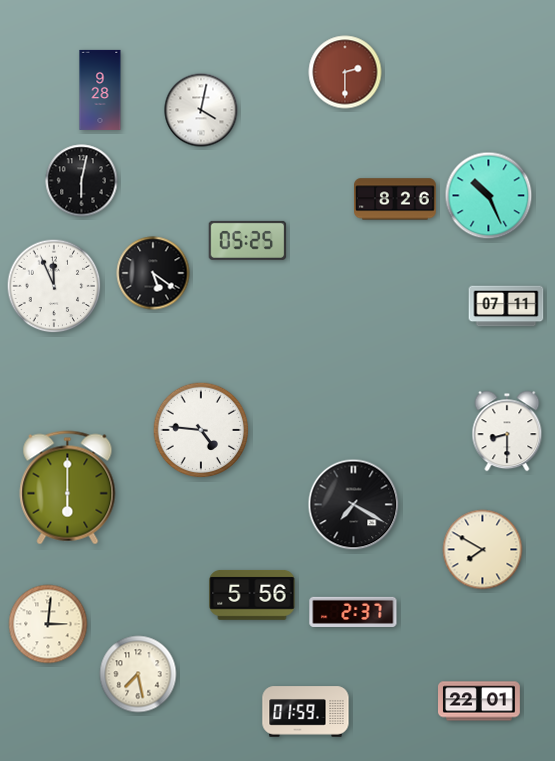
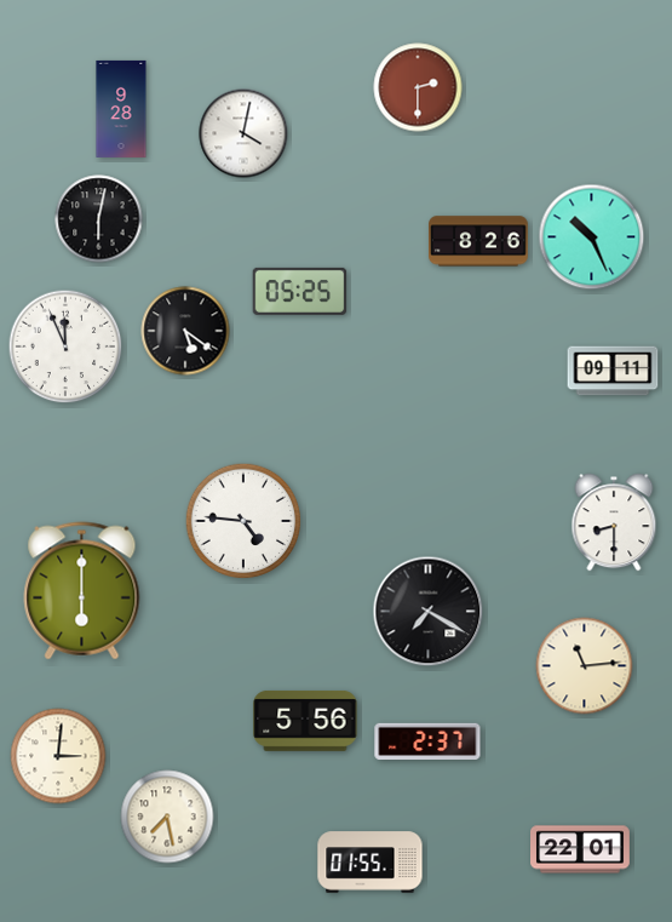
clock at (506, 306): 07:11 -> 09:11
clock at (483, 550): 7:50 -> 11:14
clock at (306, 712): 01:59 -> 01:55
